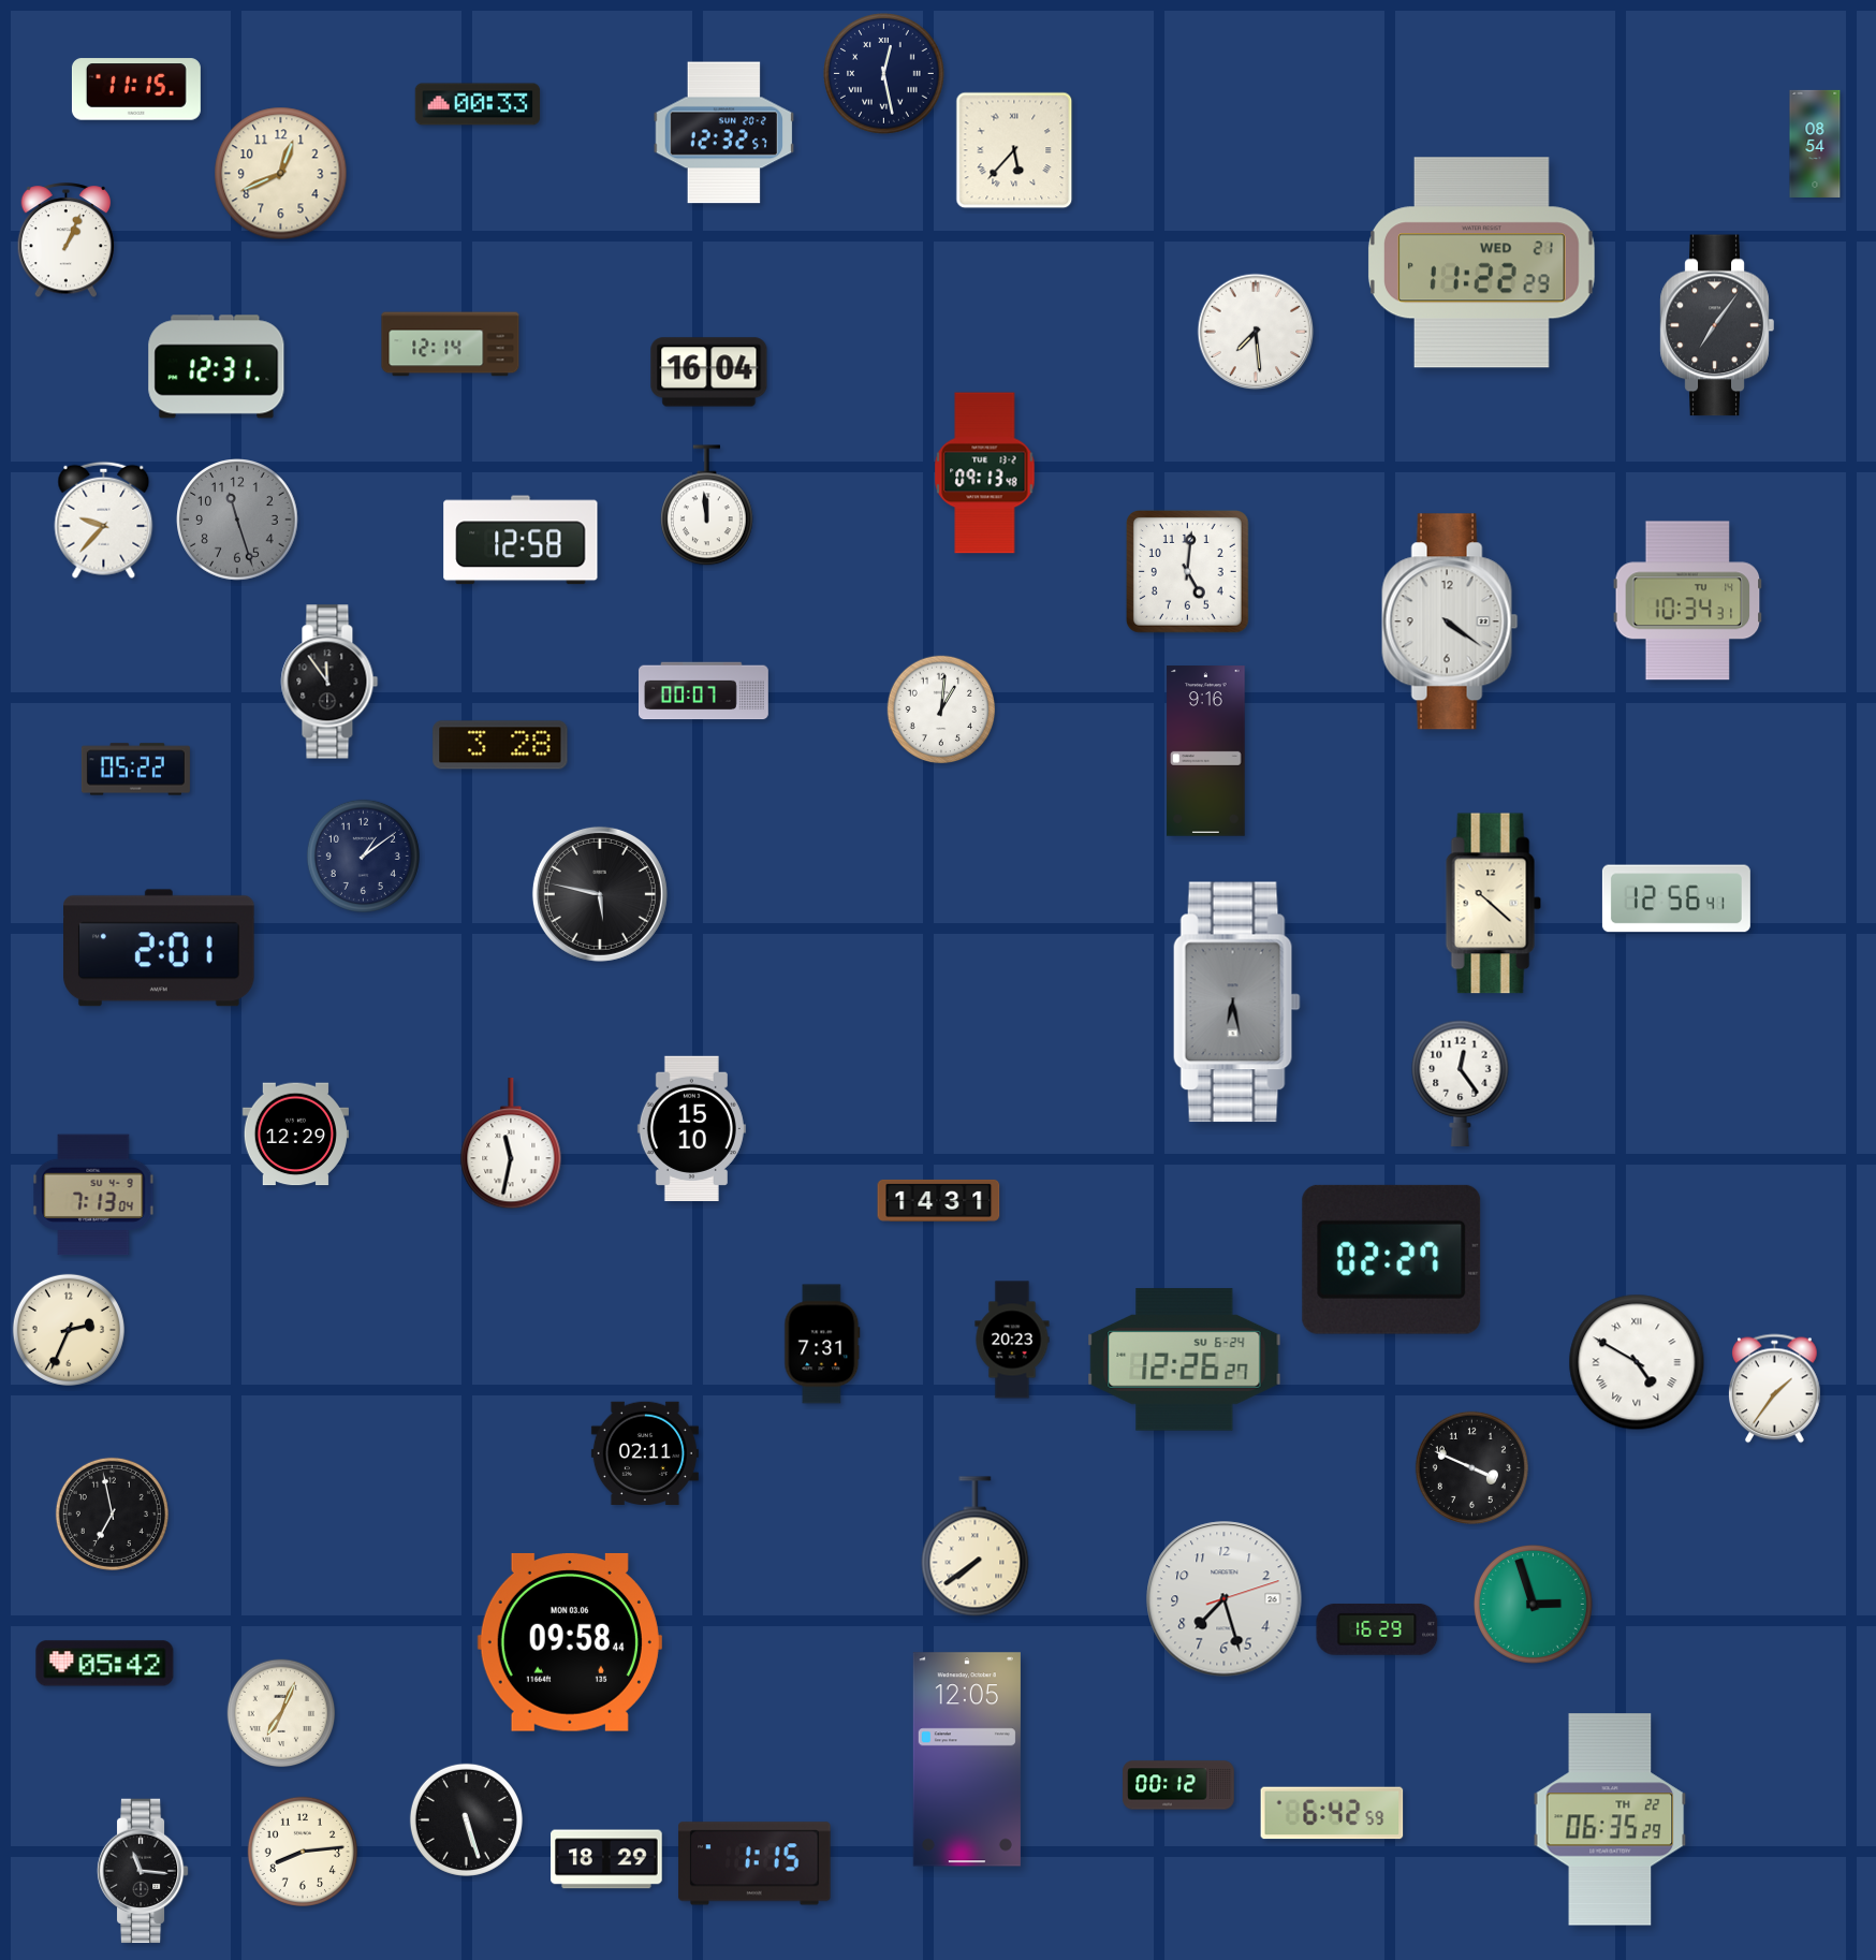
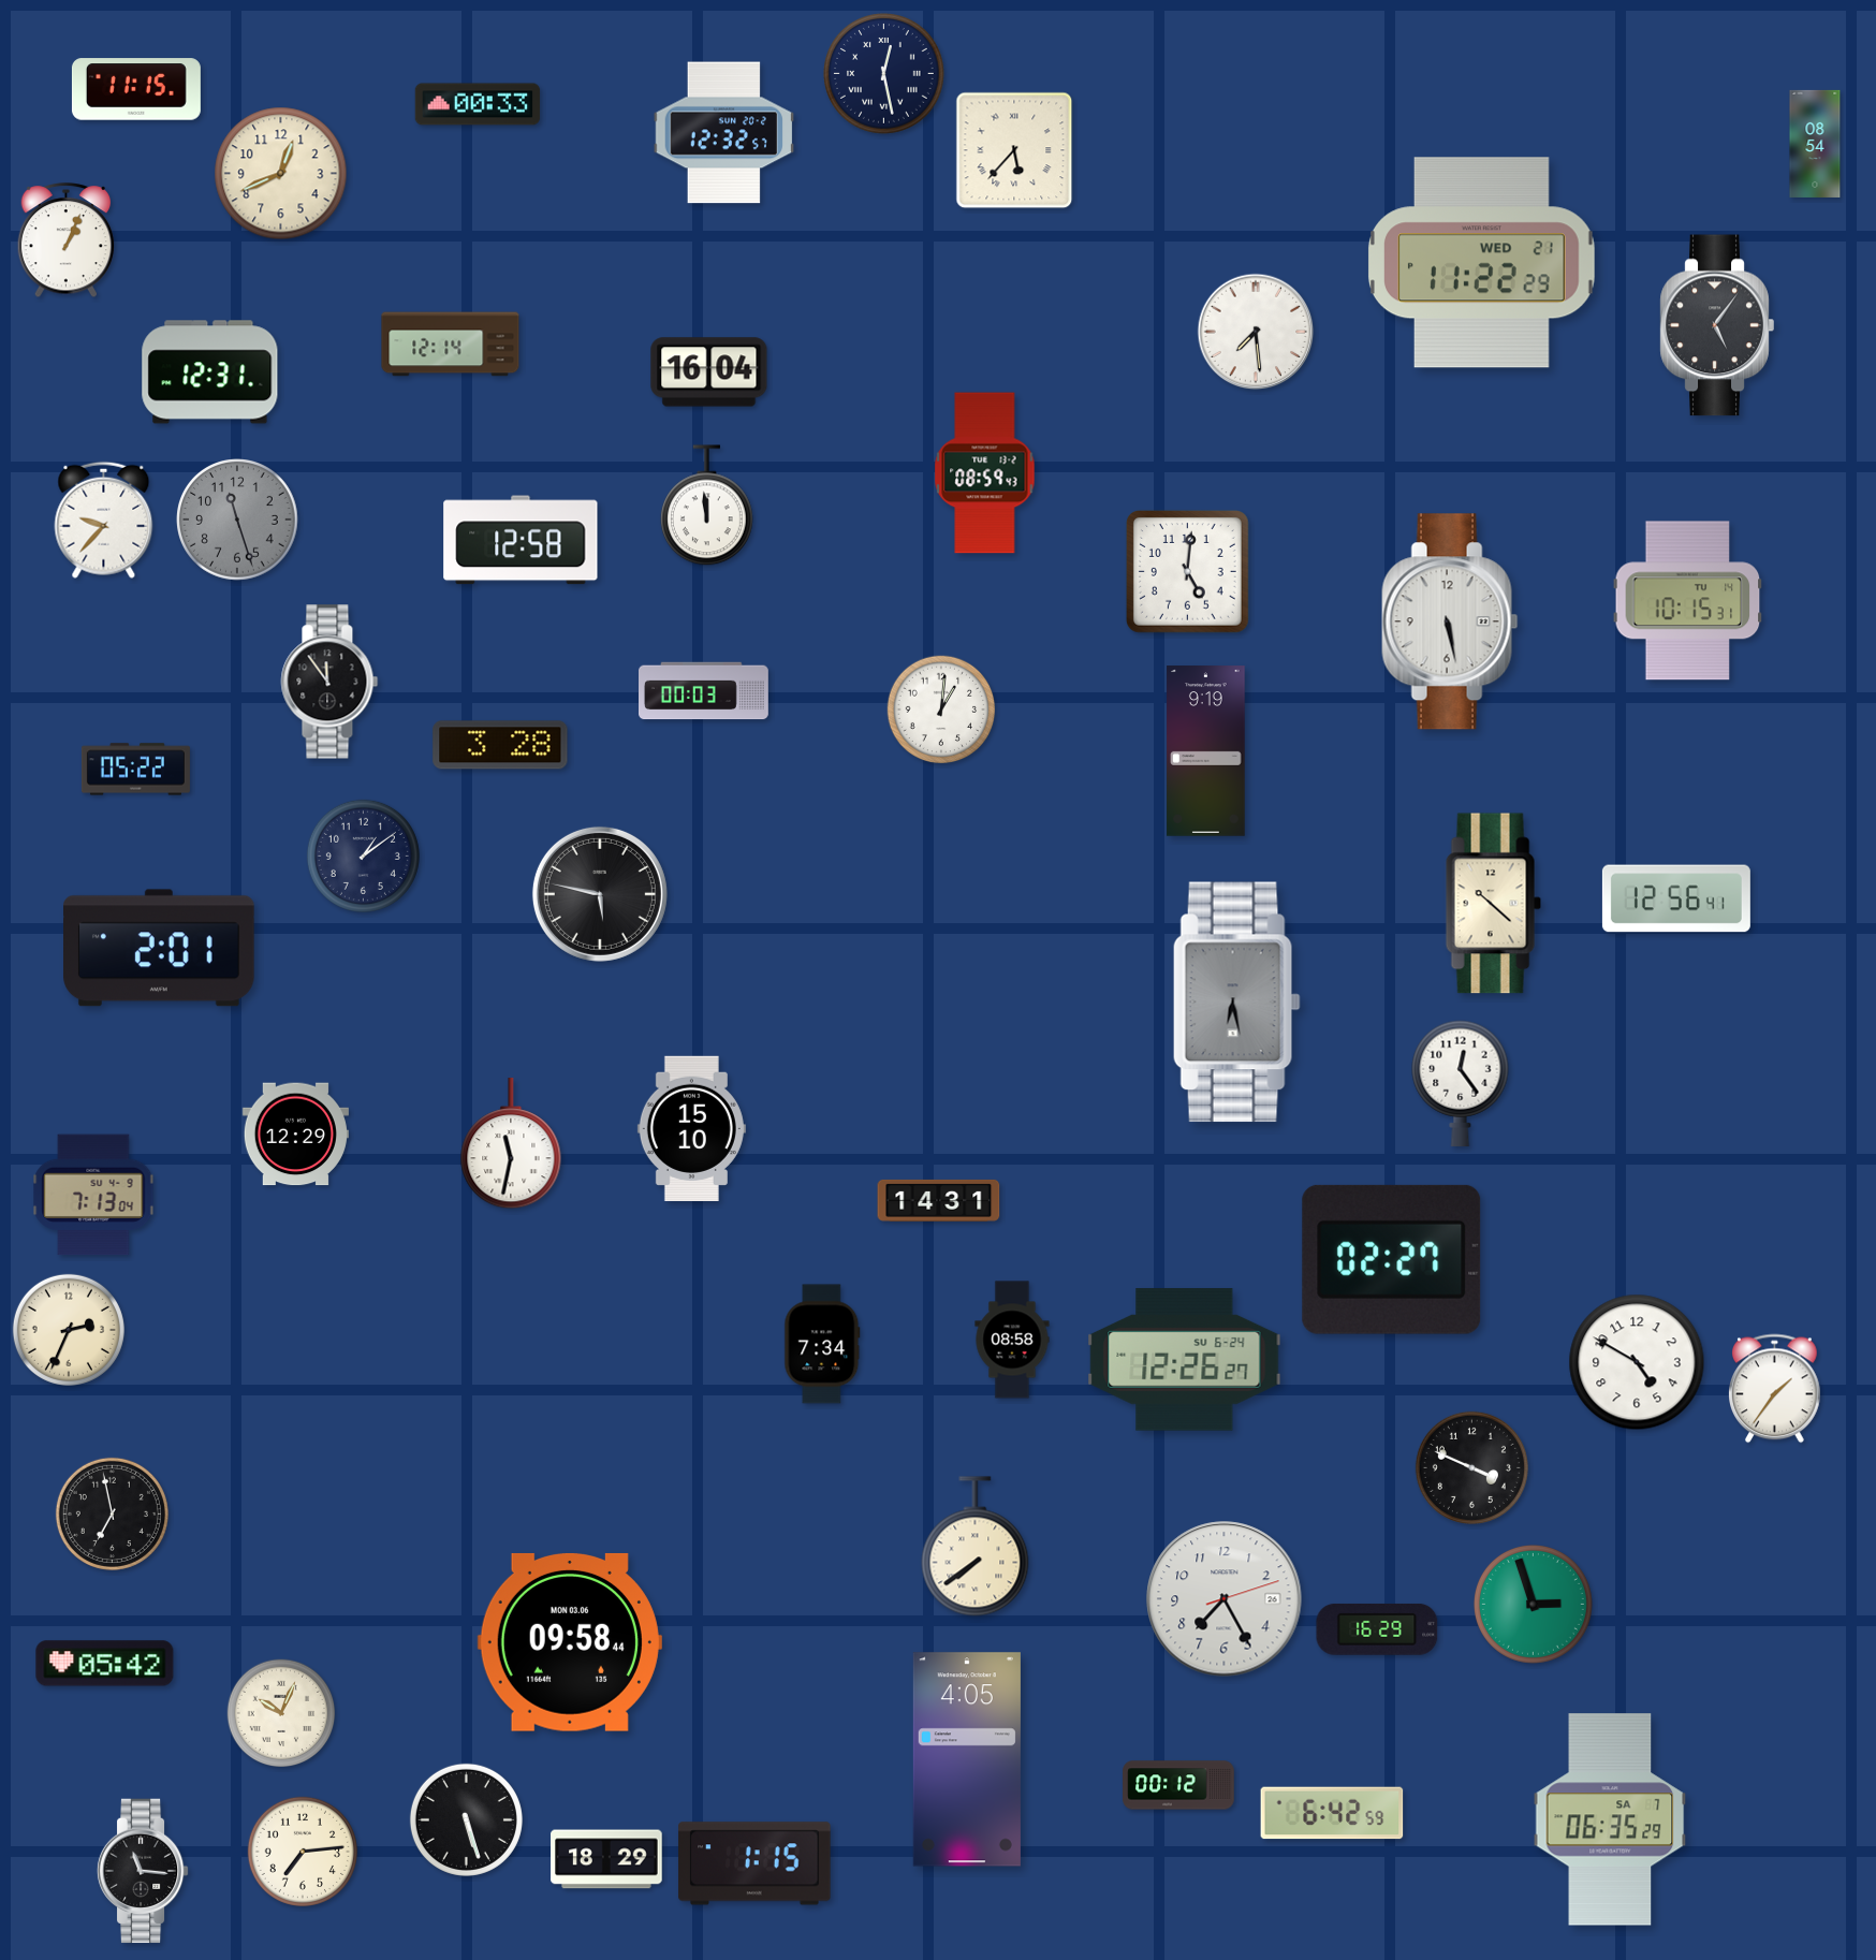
clock at (1717, 325): 7:06 -> 5:06
clock at (217, 367) position: (217, 367) -> (210, 372)
clock at (985, 473): 09:13 -> 08:59
clock at (1688, 601): 10:34 -> 10:15
clock at (1450, 621): 4:21 -> 5:28
clock at (704, 691): 00:07 -> 00:03
clock at (1206, 751): 9:16 -> 9:19
clock at (1012, 1340): 20:23 -> 08:58
clock at (822, 1344): 7:31 -> 7:34
clock at (1637, 1362) numerals: Roman -> Arabic
clock at (645, 1452): 02:11 -> none
clock at (1225, 1599): 7:27 -> 7:25
clock at (281, 1713): 7:04 -> 10:04
clock at (967, 1759): 12:05 -> 4:05
clock at (1610, 1819) date: TH 22 -> SA 7
clock at (302, 1851): 8:14 -> 7:14
